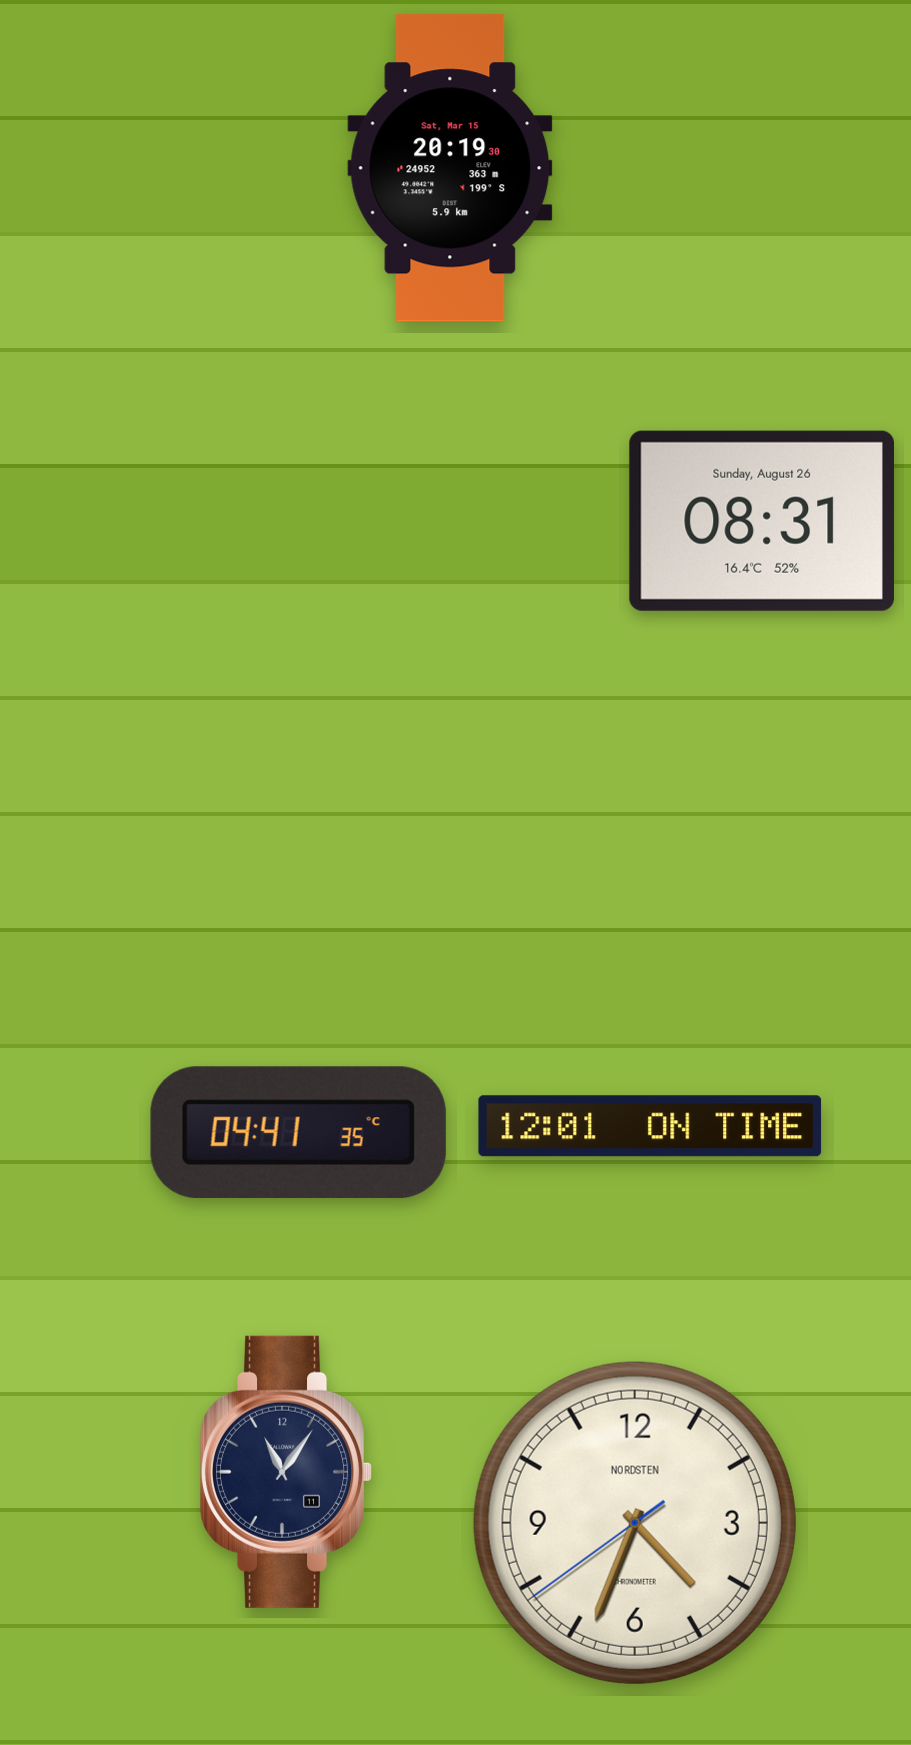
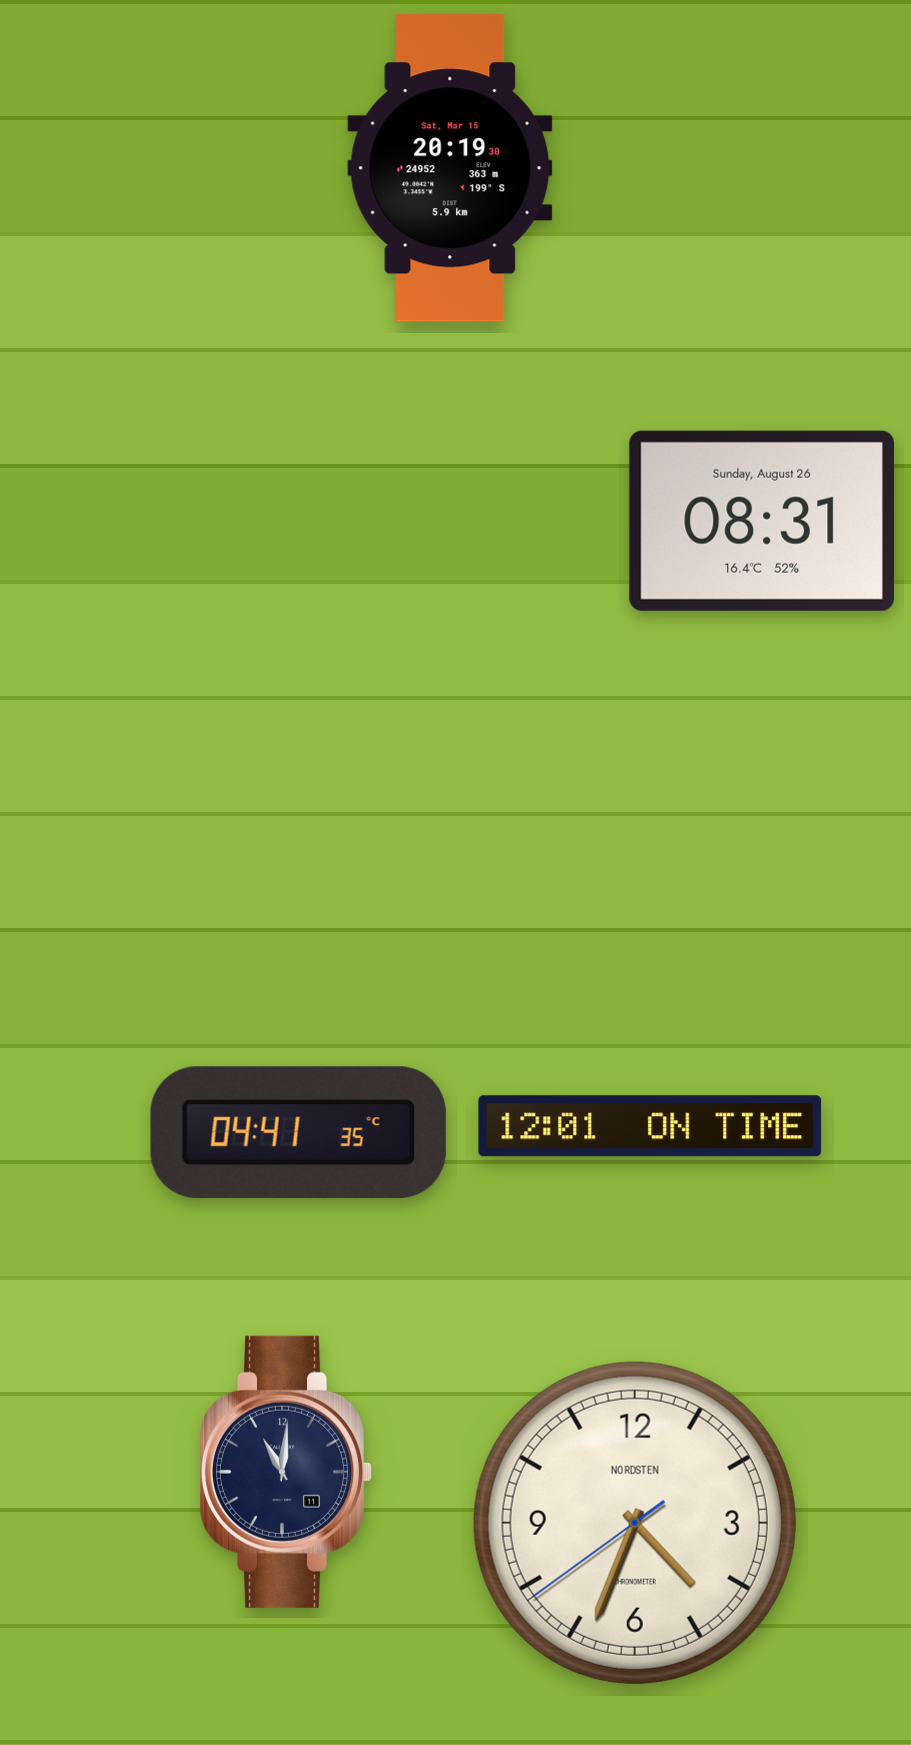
clock at (287, 1472): 11:06 -> 11:01
